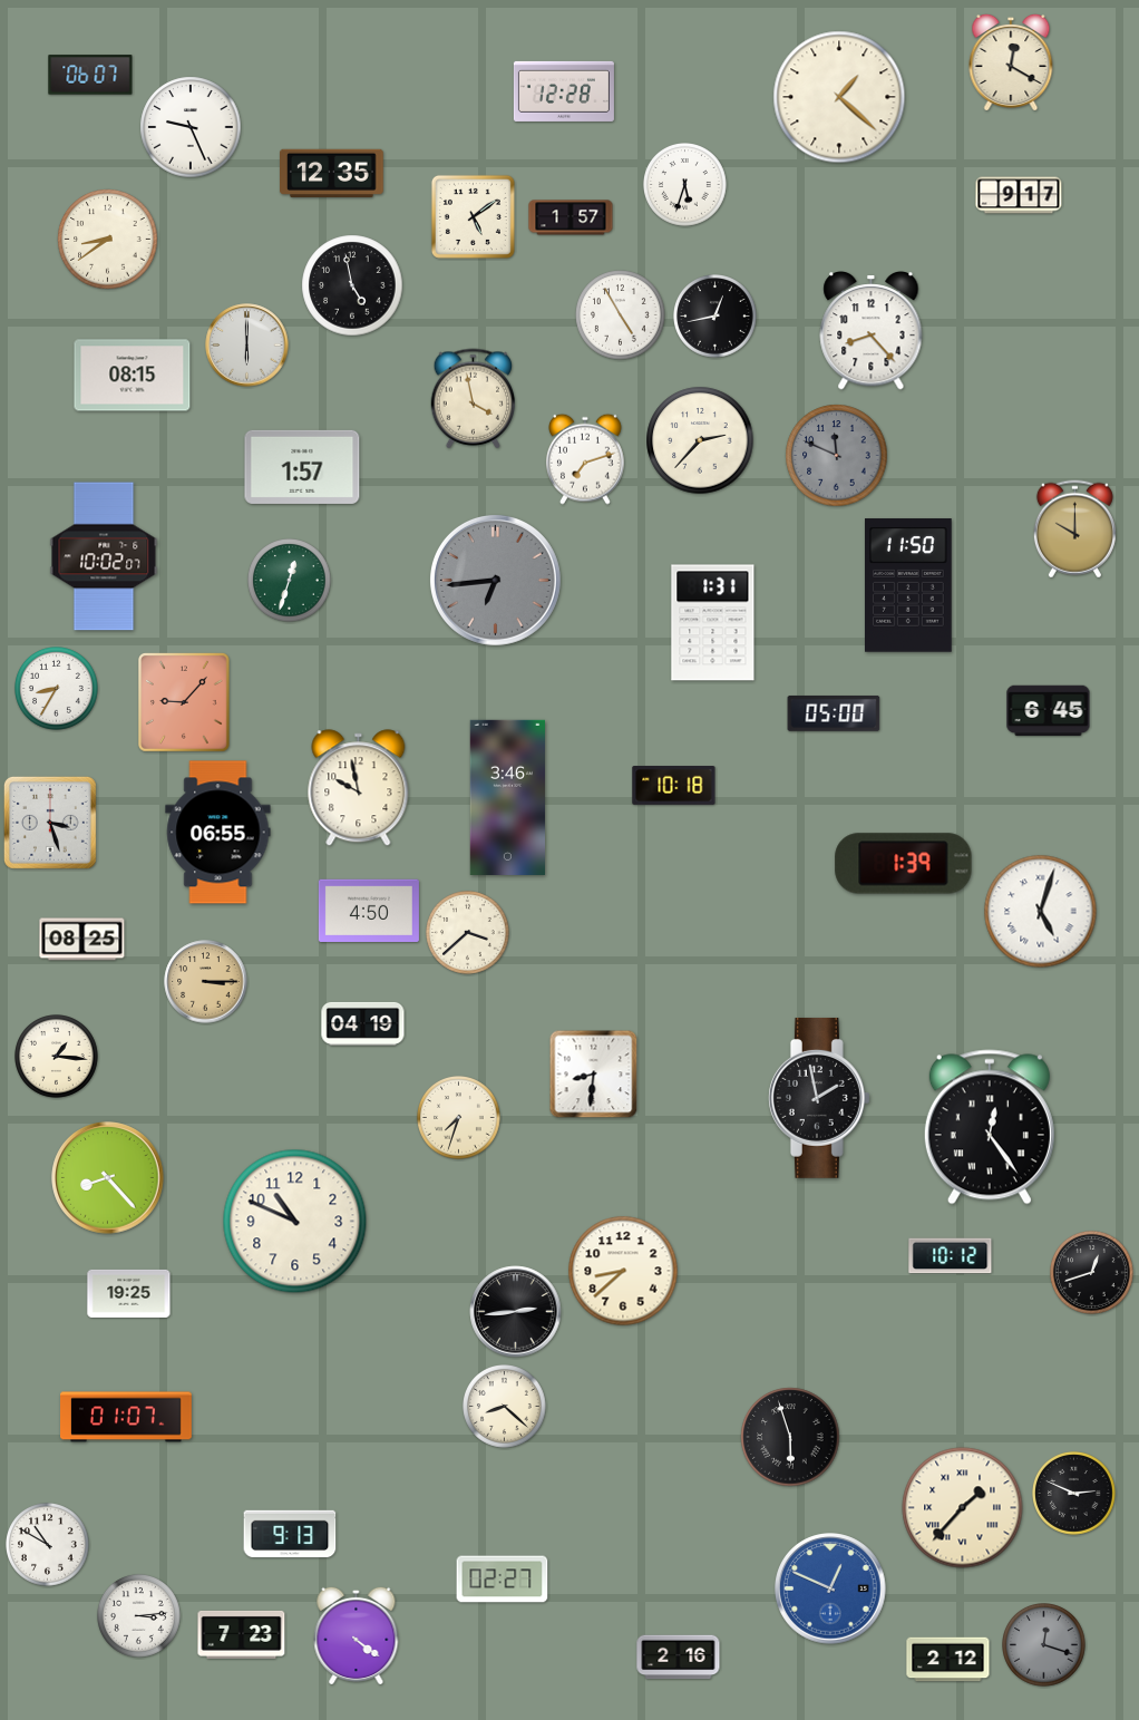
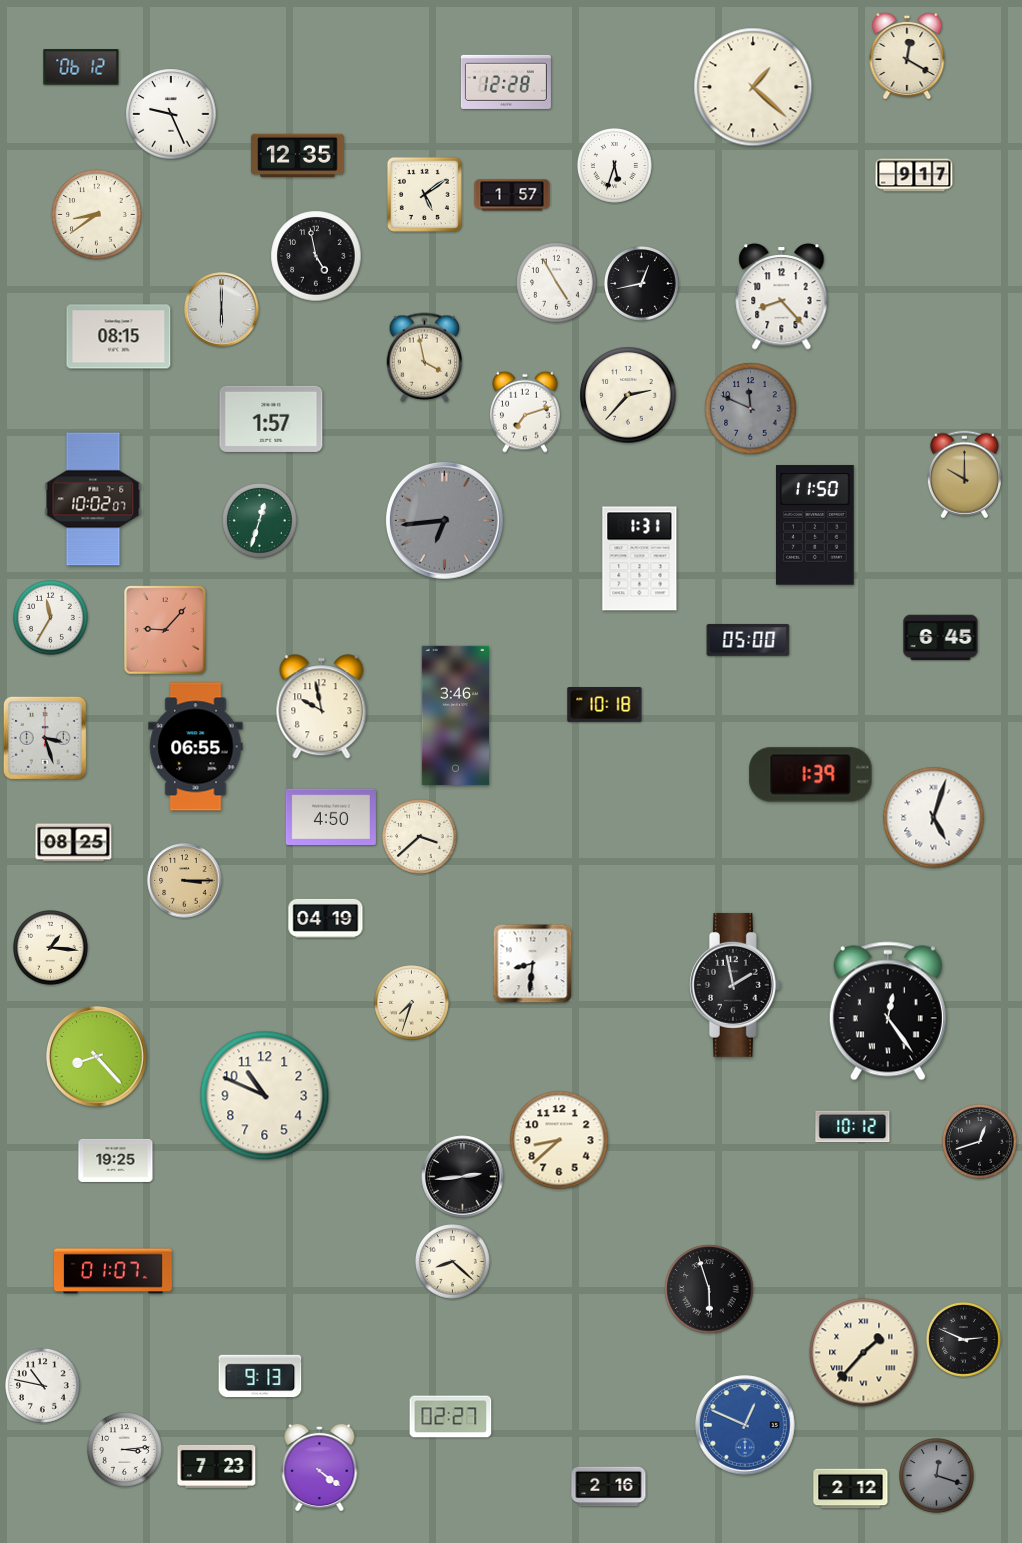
clock at (90, 75): 06:07 -> 06:12
clock at (57, 689): 8:35 -> 11:35
clock at (48, 1545): 10:50 -> 10:47
